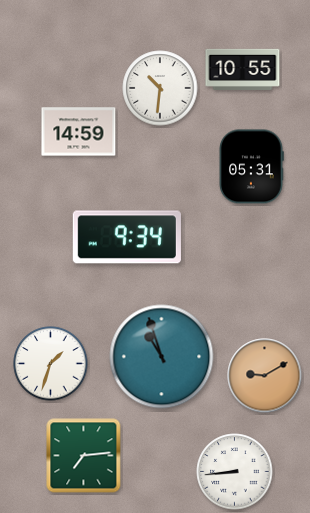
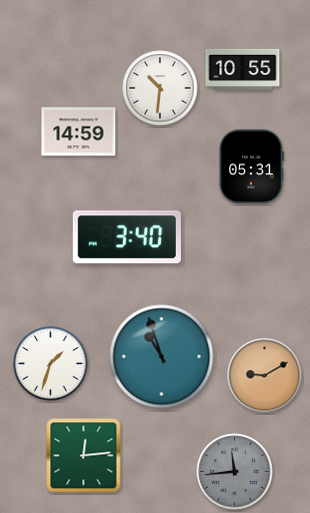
clock at (127, 237): 9:34 -> 3:40
clock at (84, 456): 7:14 -> 12:14
clock at (235, 472): 8:44 -> 11:44
clock at (235, 472) dial: white -> grey
